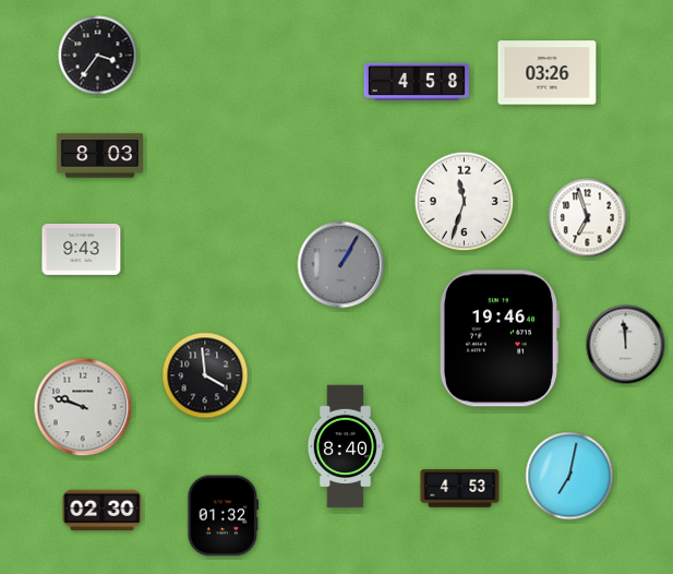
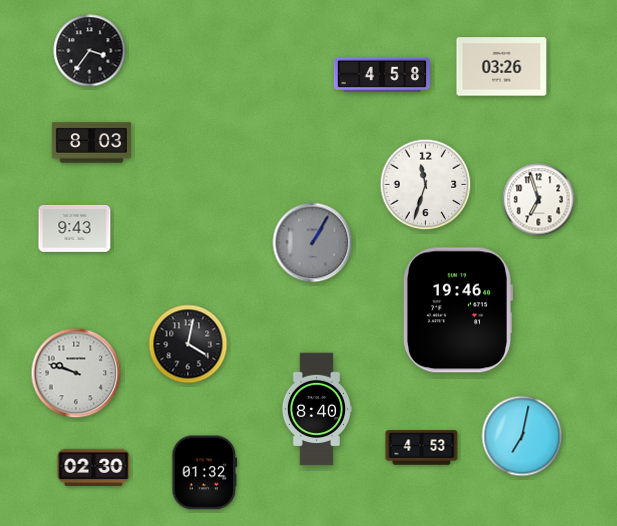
clock at (626, 345): 11:59 -> none
clock at (205, 375): 3:59 -> 4:02
